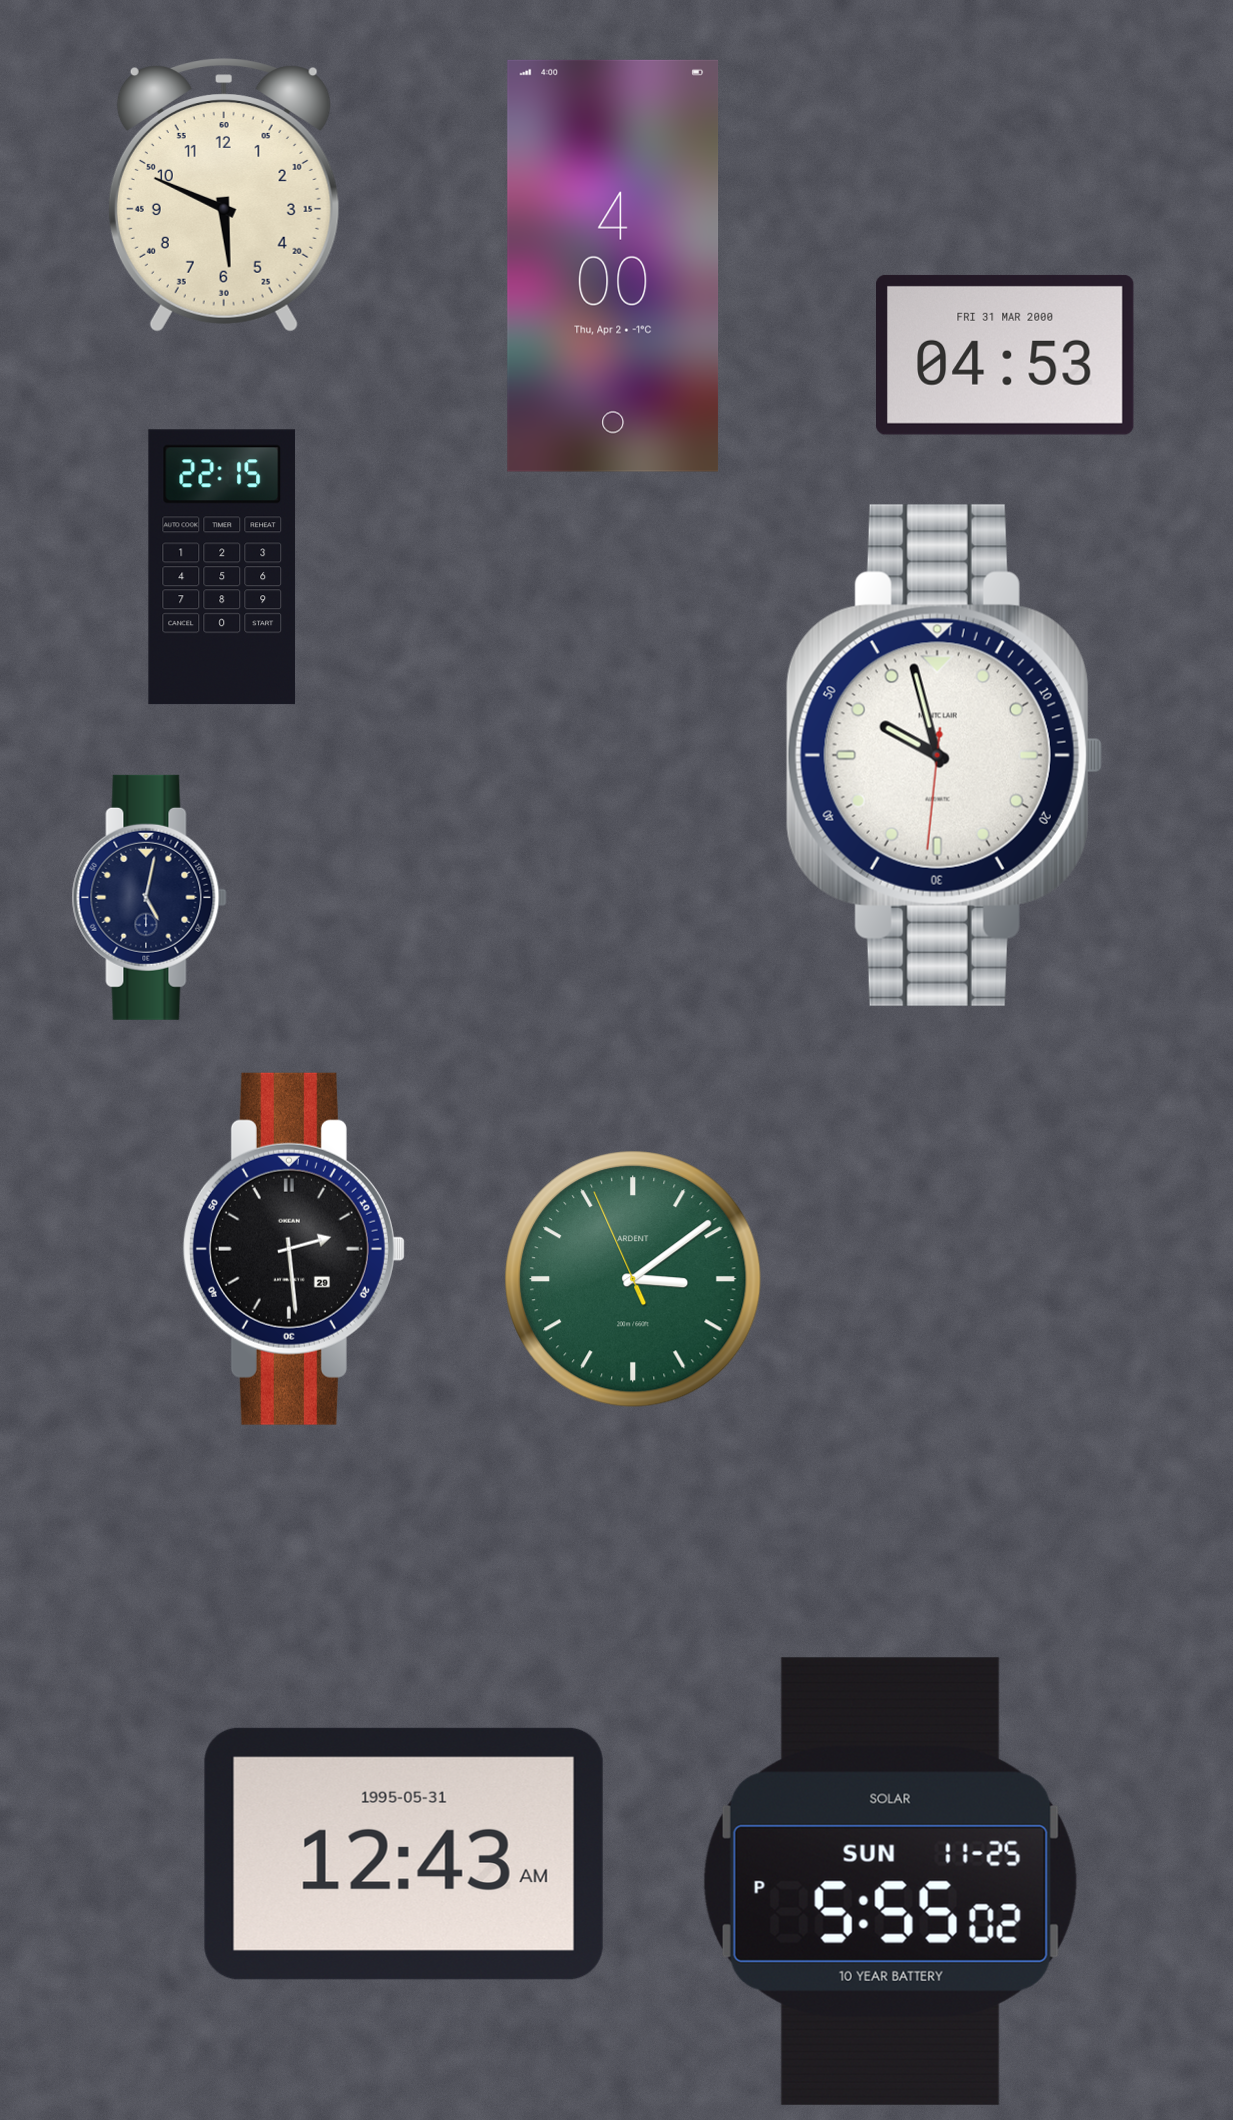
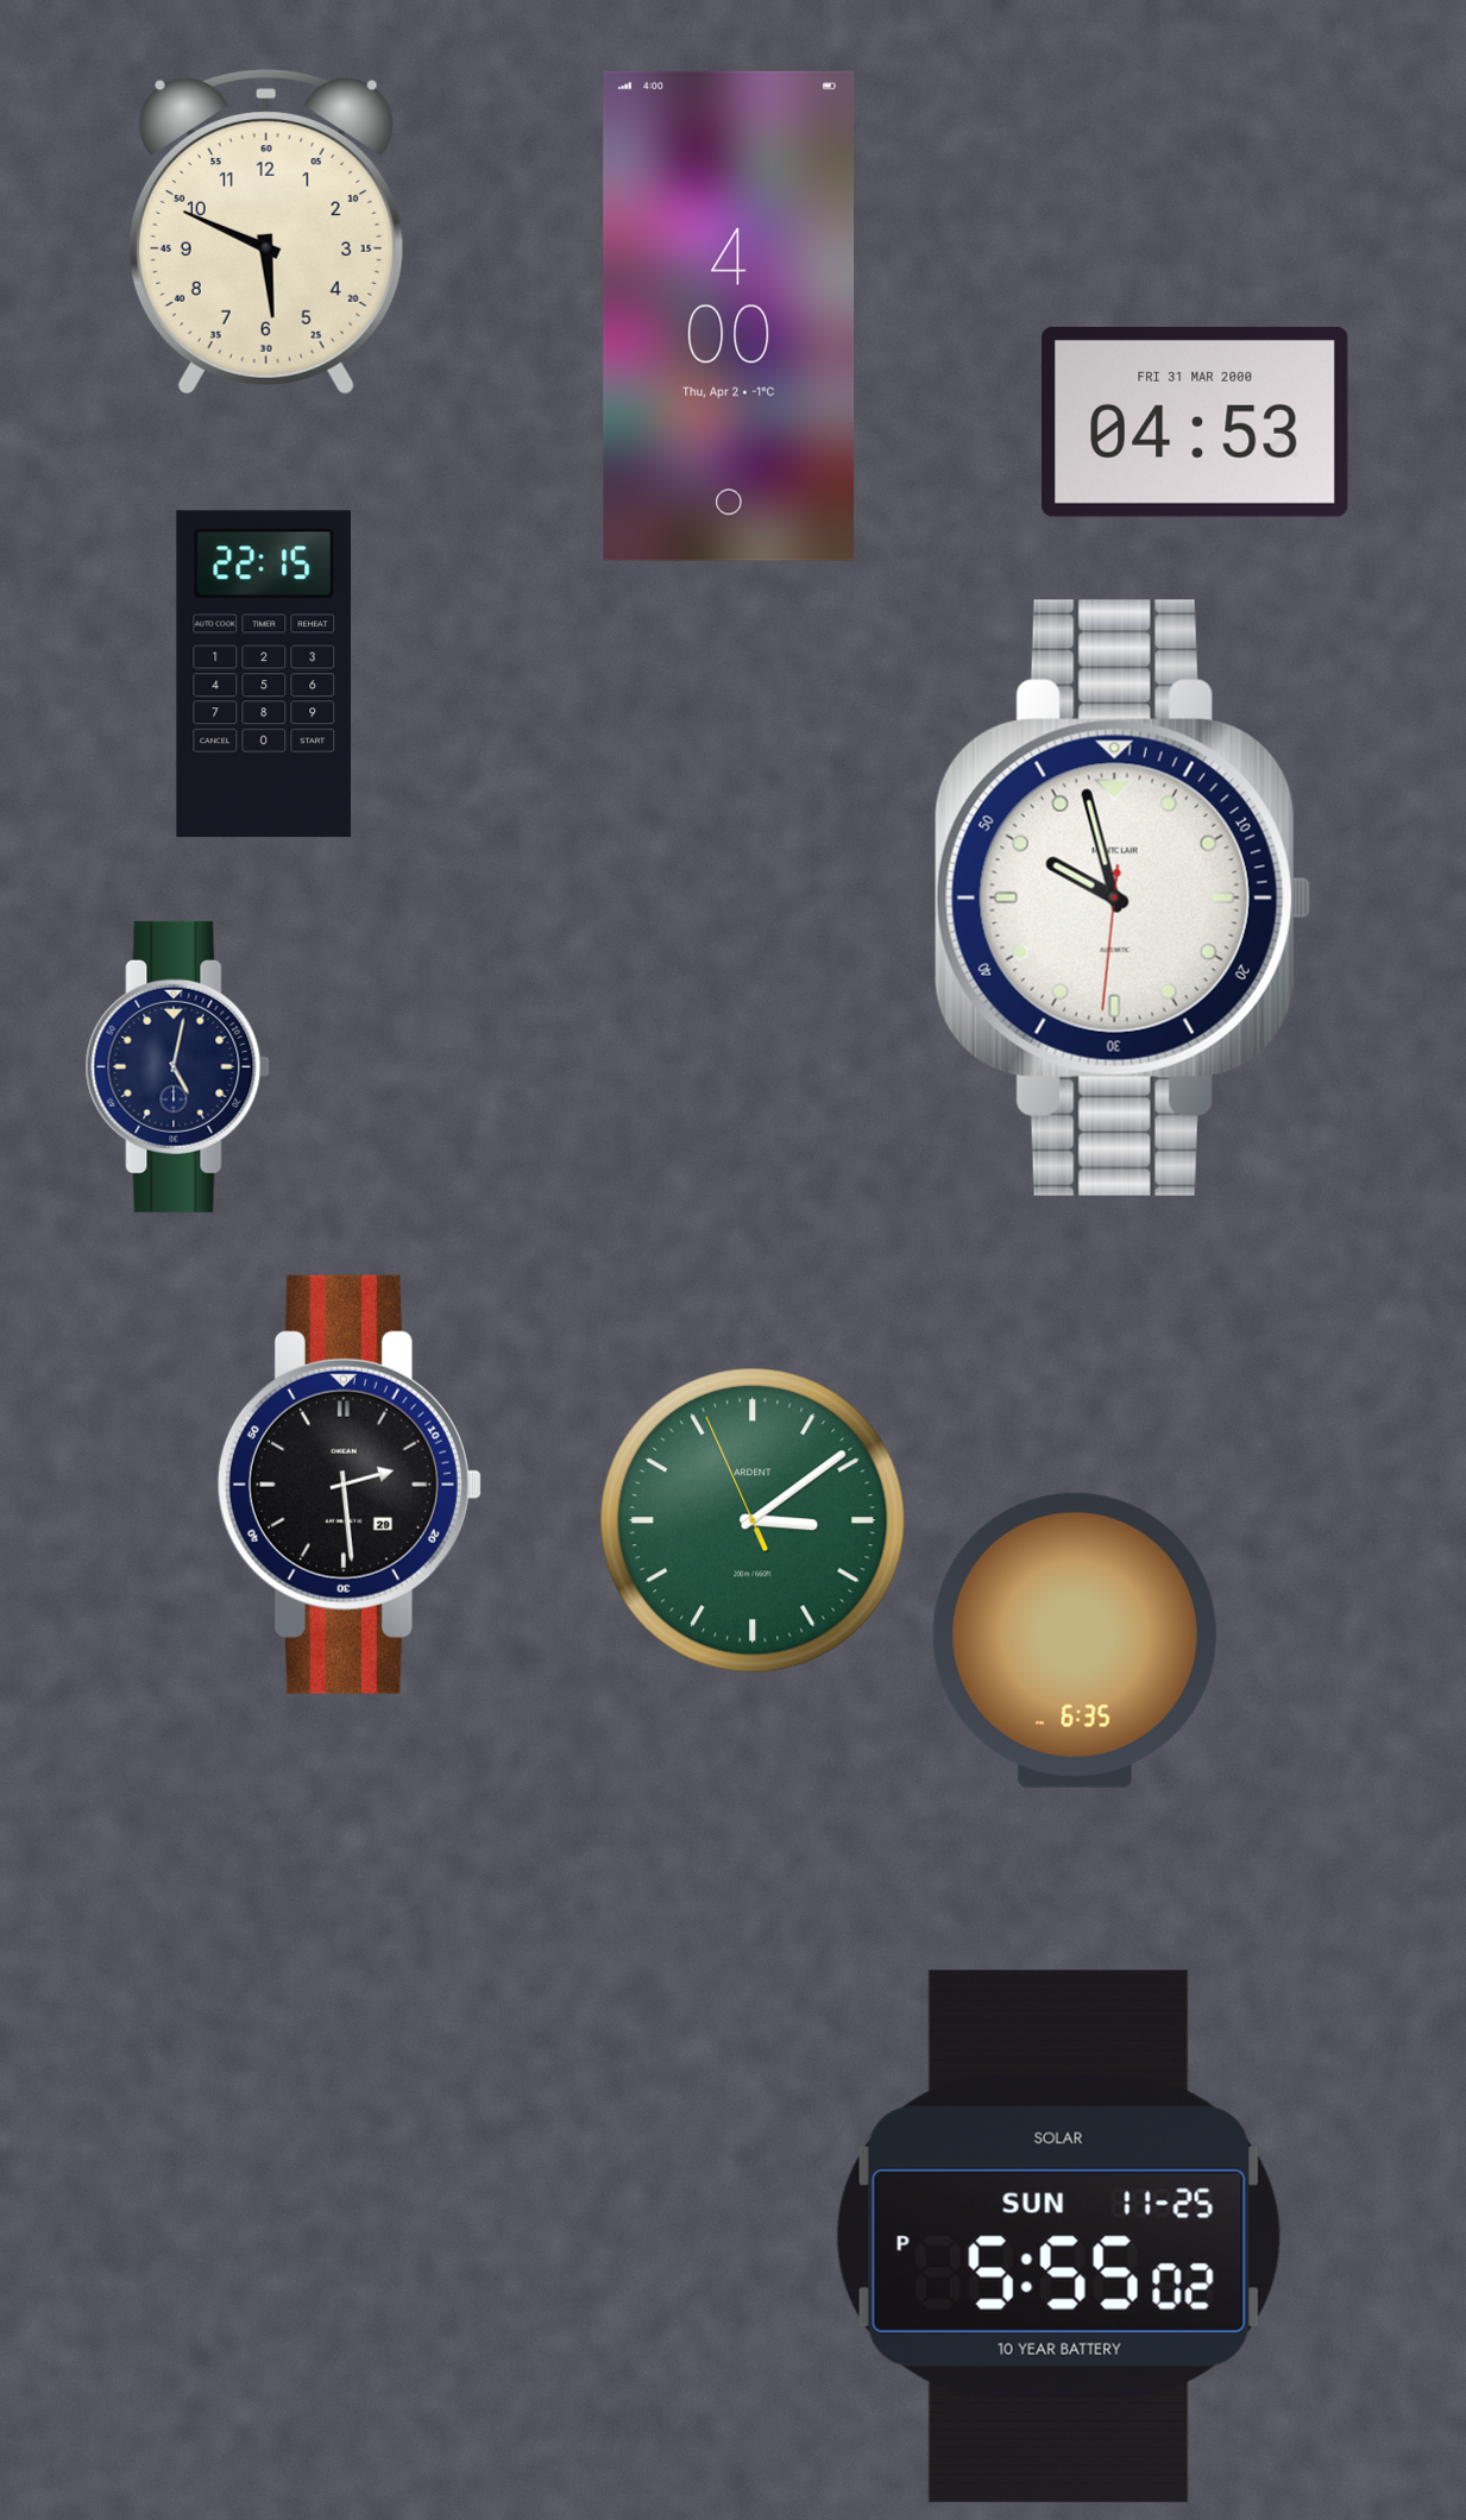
clock at (1075, 1640): none -> 6:35
clock at (404, 1854): 12:43 -> none
